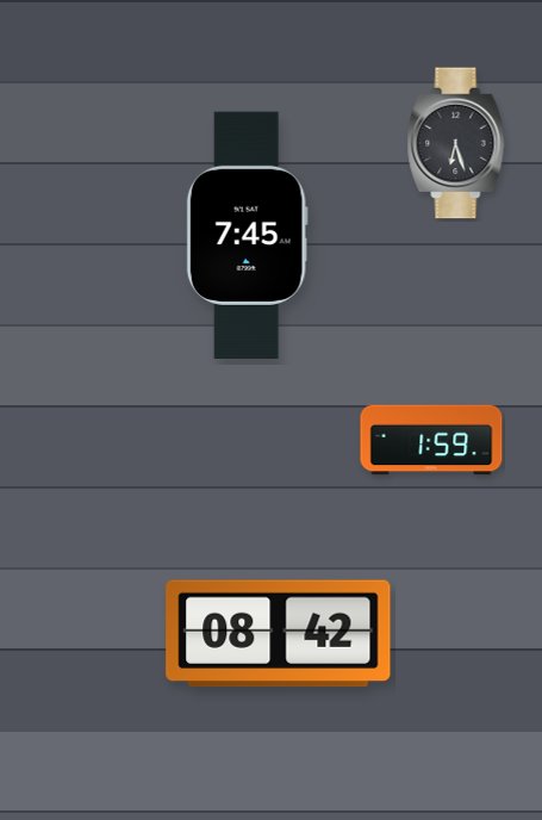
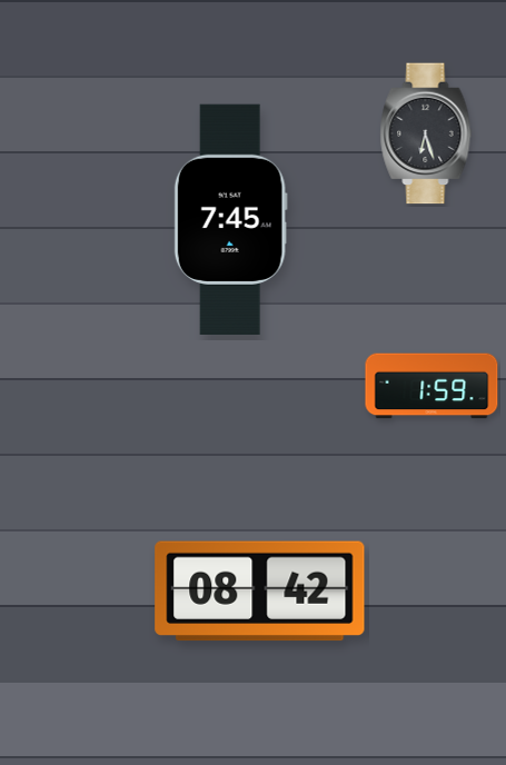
clock at (431, 440) position: (431, 440) -> (431, 386)
